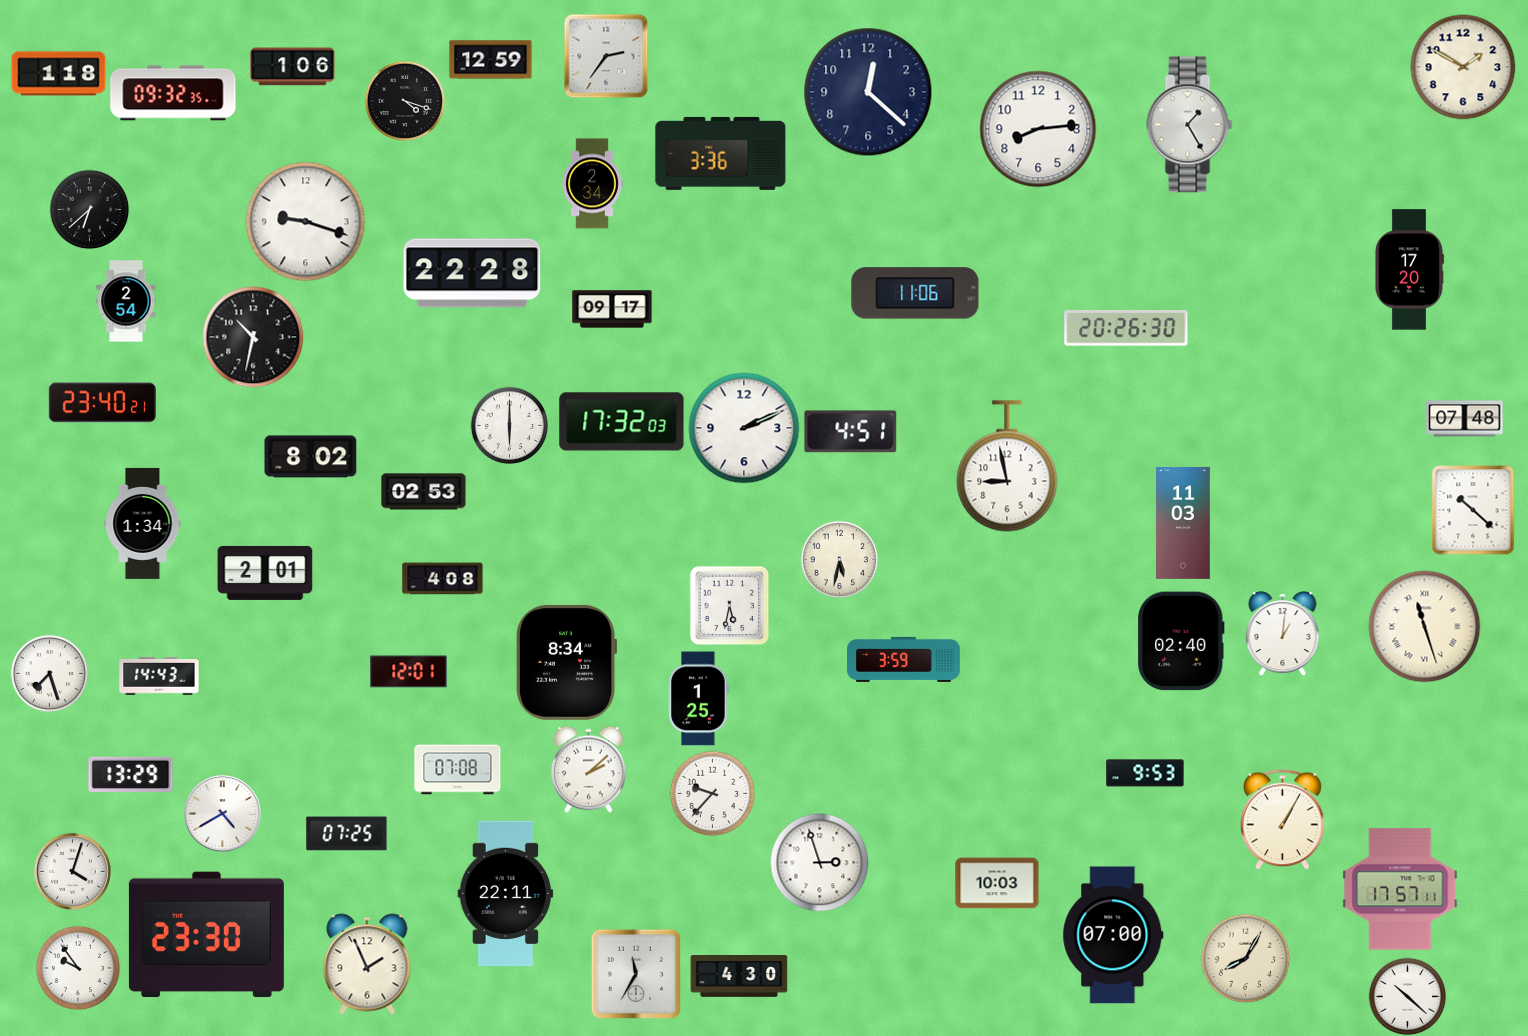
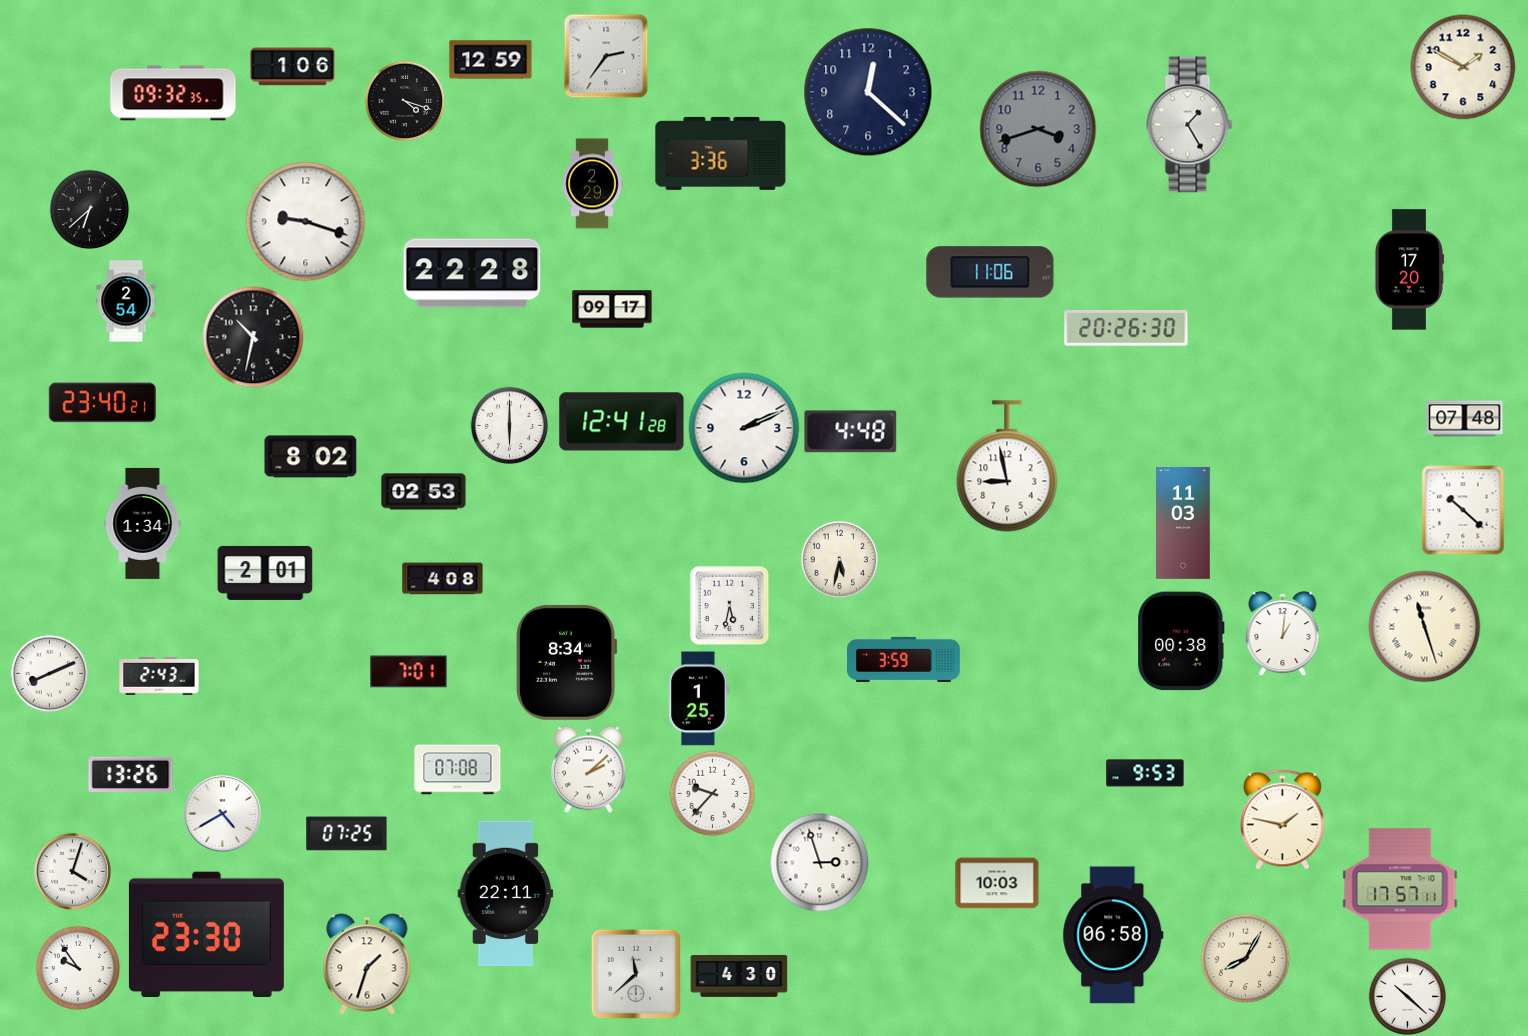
clock at (59, 74): 1:18 -> none
clock at (1038, 129): 8:14 -> 3:42
clock at (1038, 129) dial: white -> grey
clock at (592, 184): 2:34 -> 2:29
clock at (915, 293) position: (915, 293) -> (990, 272)
clock at (622, 422): 17:32 -> 12:41
clock at (851, 432): 4:51 -> 4:48
clock at (1473, 510) position: (1473, 510) -> (1463, 510)
clock at (1181, 641): 02:40 -> 00:38
clock at (409, 672): 12:01 -> 7:01
clock at (49, 673): 7:27 -> 8:11
clock at (159, 676): 14:43 -> 2:43
clock at (131, 774): 13:29 -> 13:26
clock at (1283, 820): 1:05 -> 1:47
clock at (1113, 935): 07:00 -> 06:58
clock at (367, 964): 1:56 -> 1:33
clock at (636, 974): 11:35 -> 11:38
